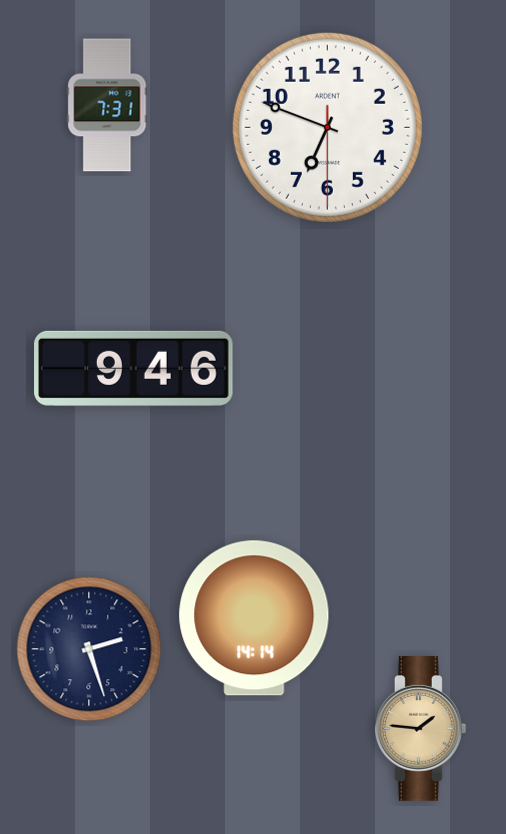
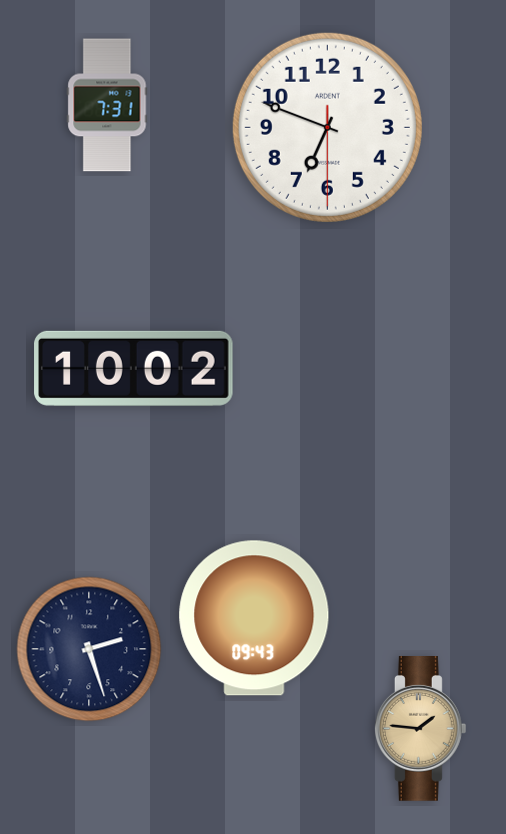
clock at (134, 368): 9:46 -> 10:02
clock at (254, 618): 14:14 -> 09:43
